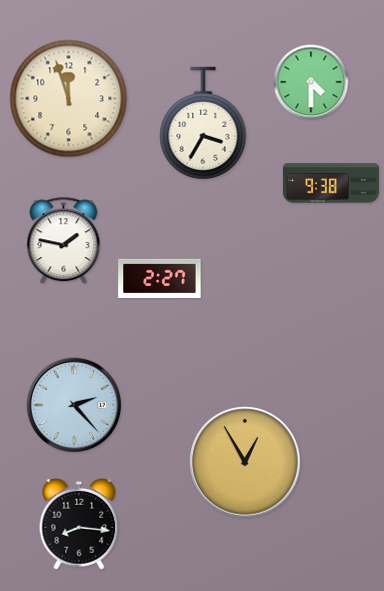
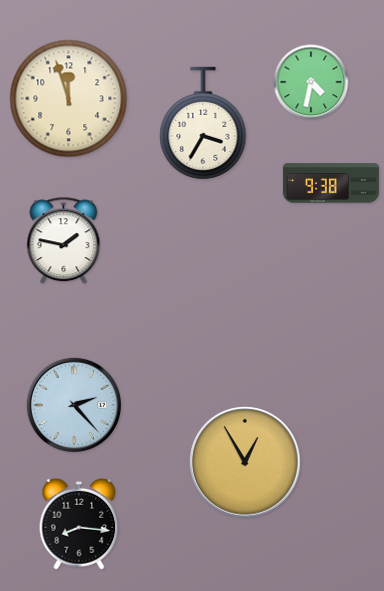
clock at (311, 82): 4:30 -> 4:32
clock at (160, 278): 2:27 -> none
